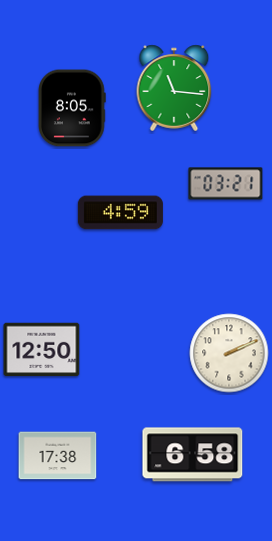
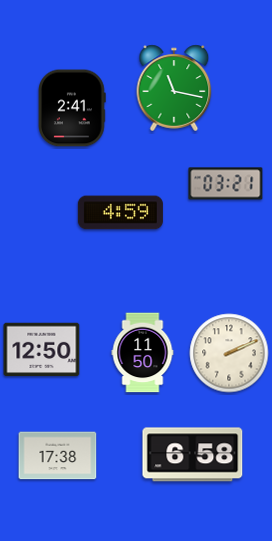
clock at (174, 88): 11:16 -> 11:17
clock at (73, 108): 8:05 -> 2:41
clock at (143, 353): none -> 11:50
